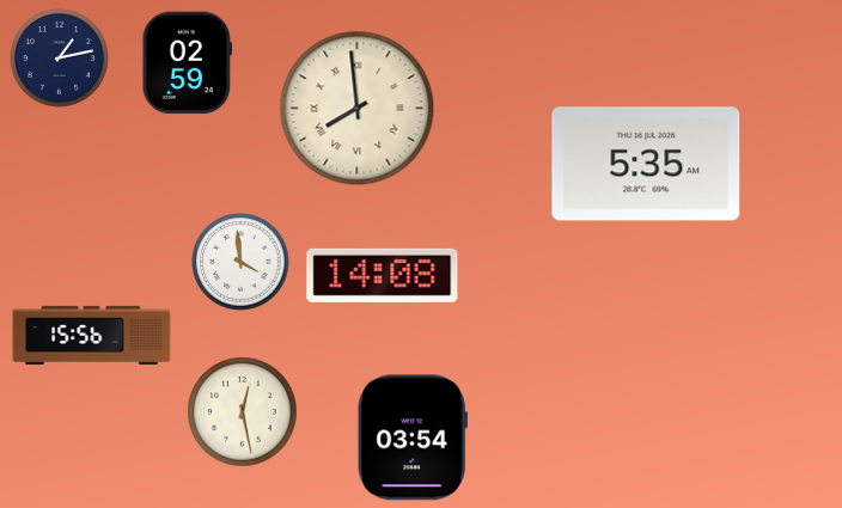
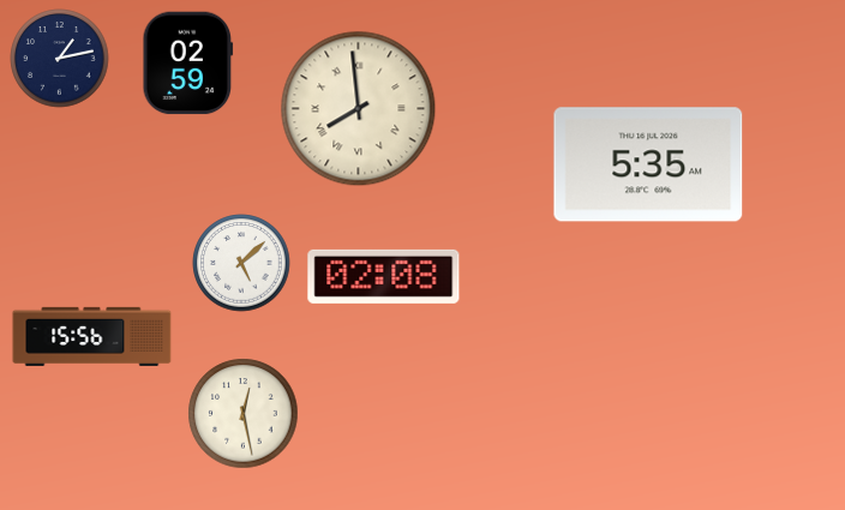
clock at (240, 262): 3:59 -> 5:08
clock at (383, 275): 14:08 -> 02:08
clock at (413, 437): 03:54 -> none
